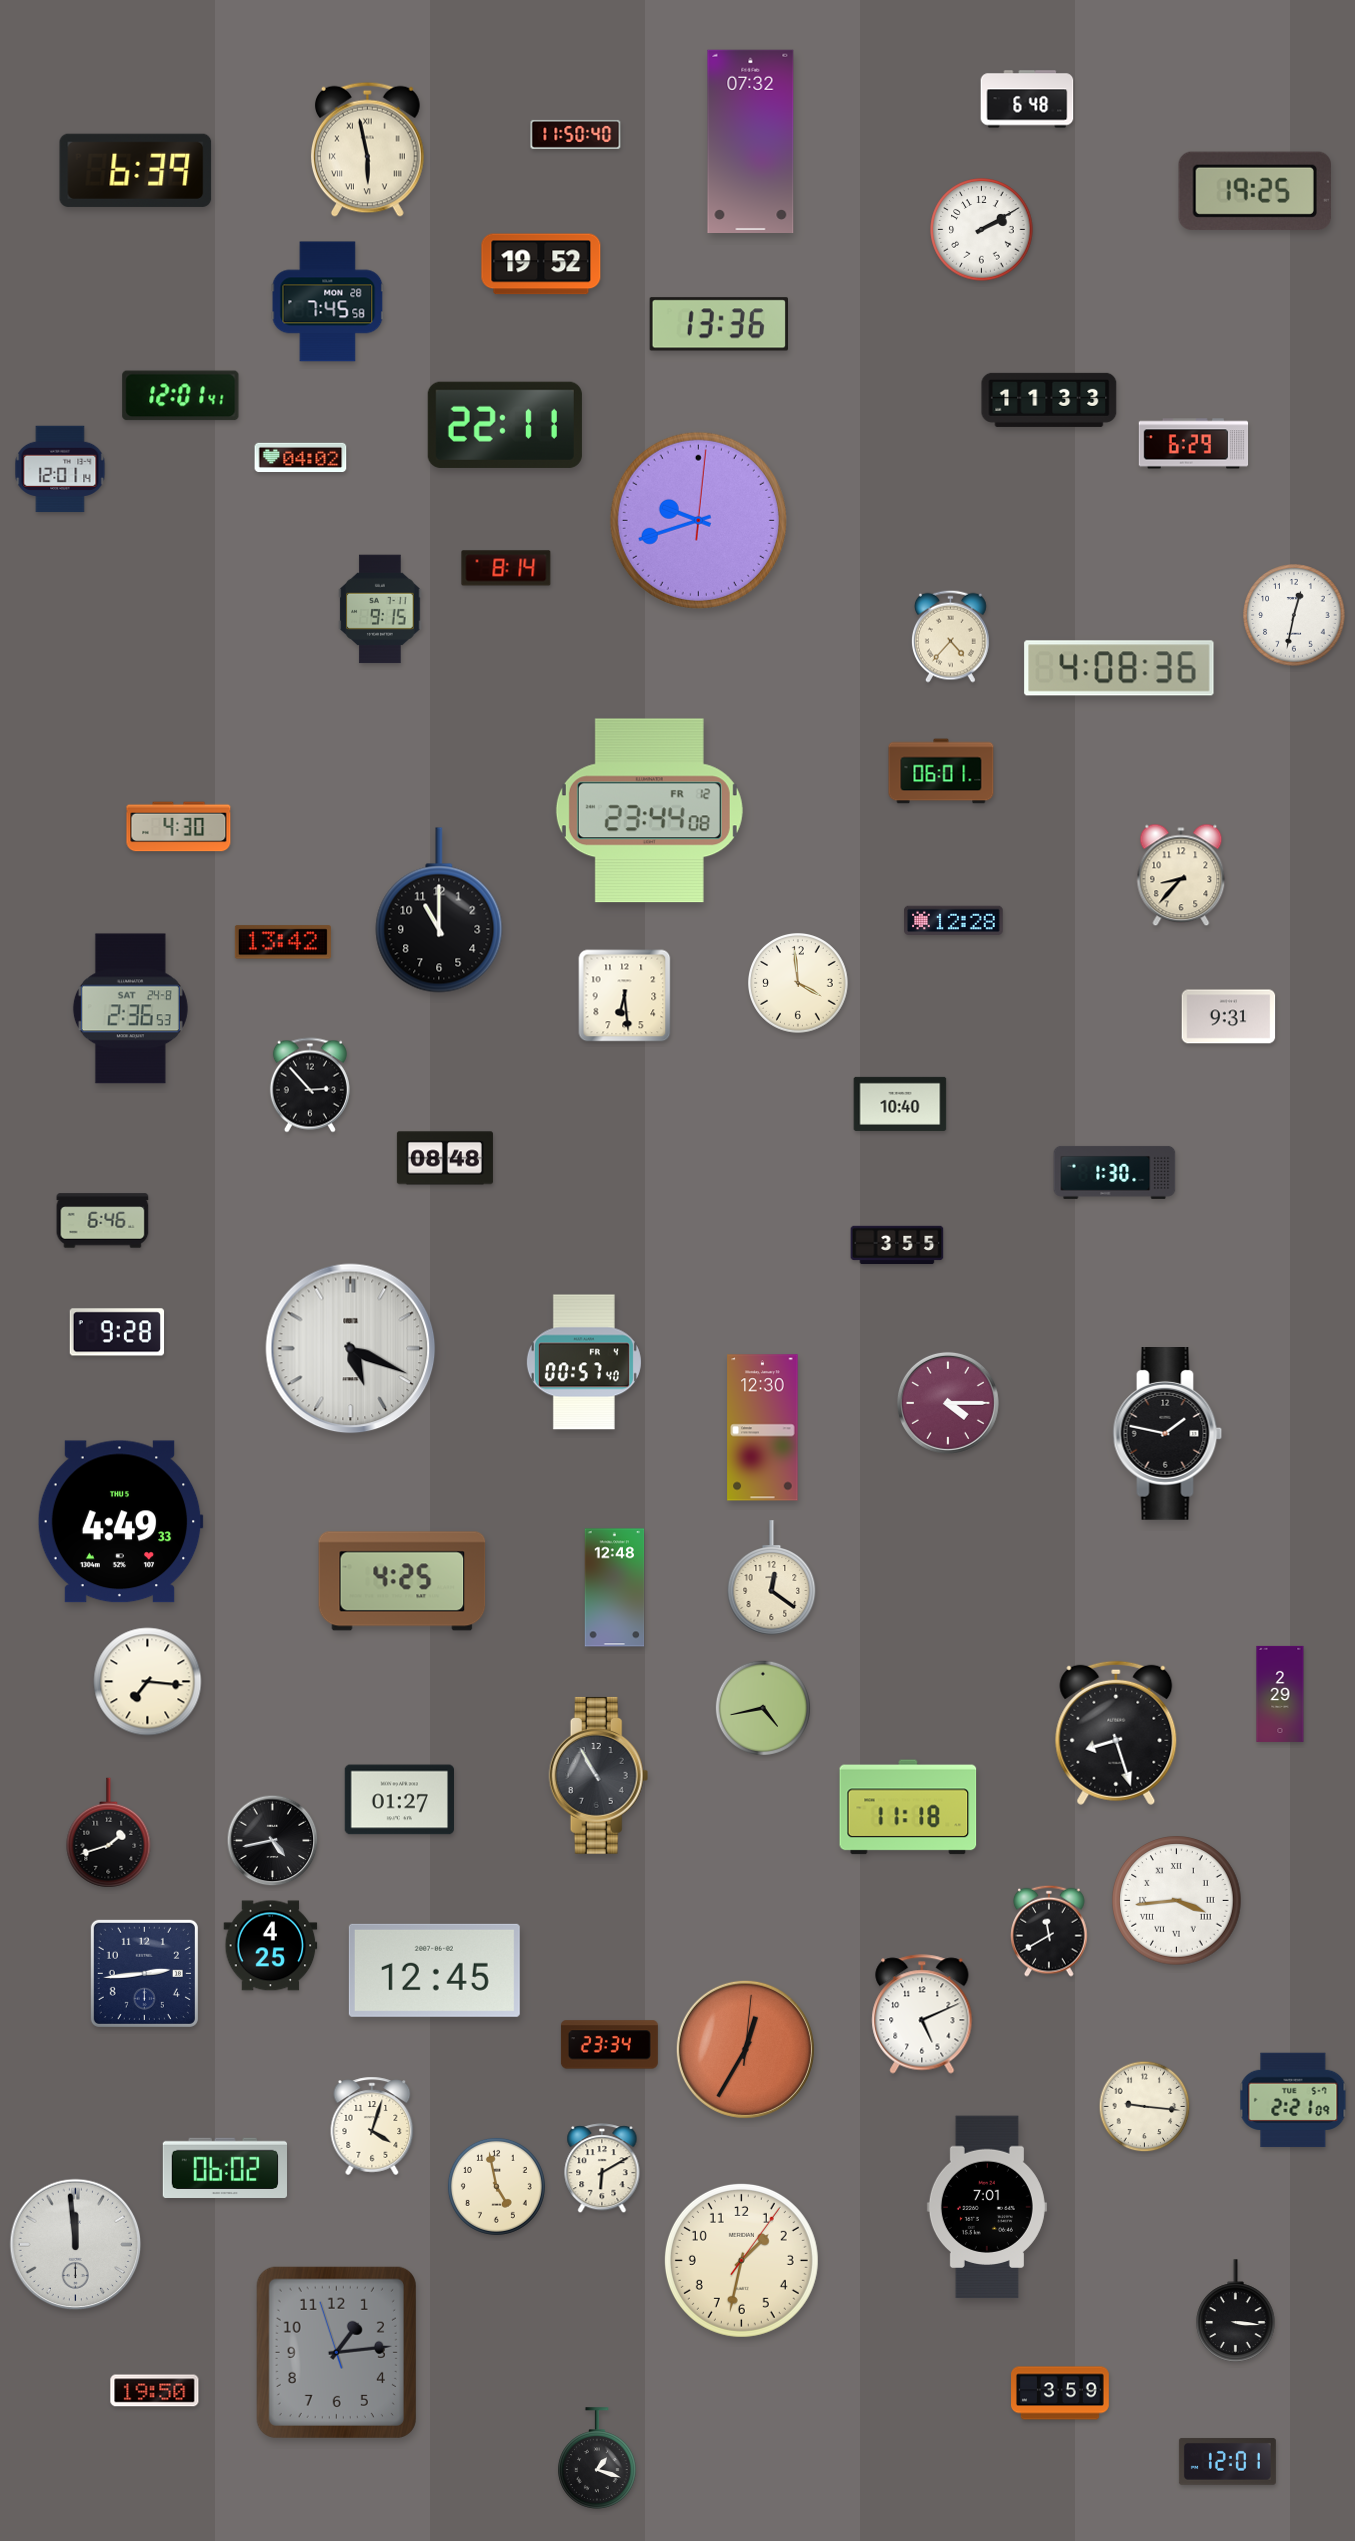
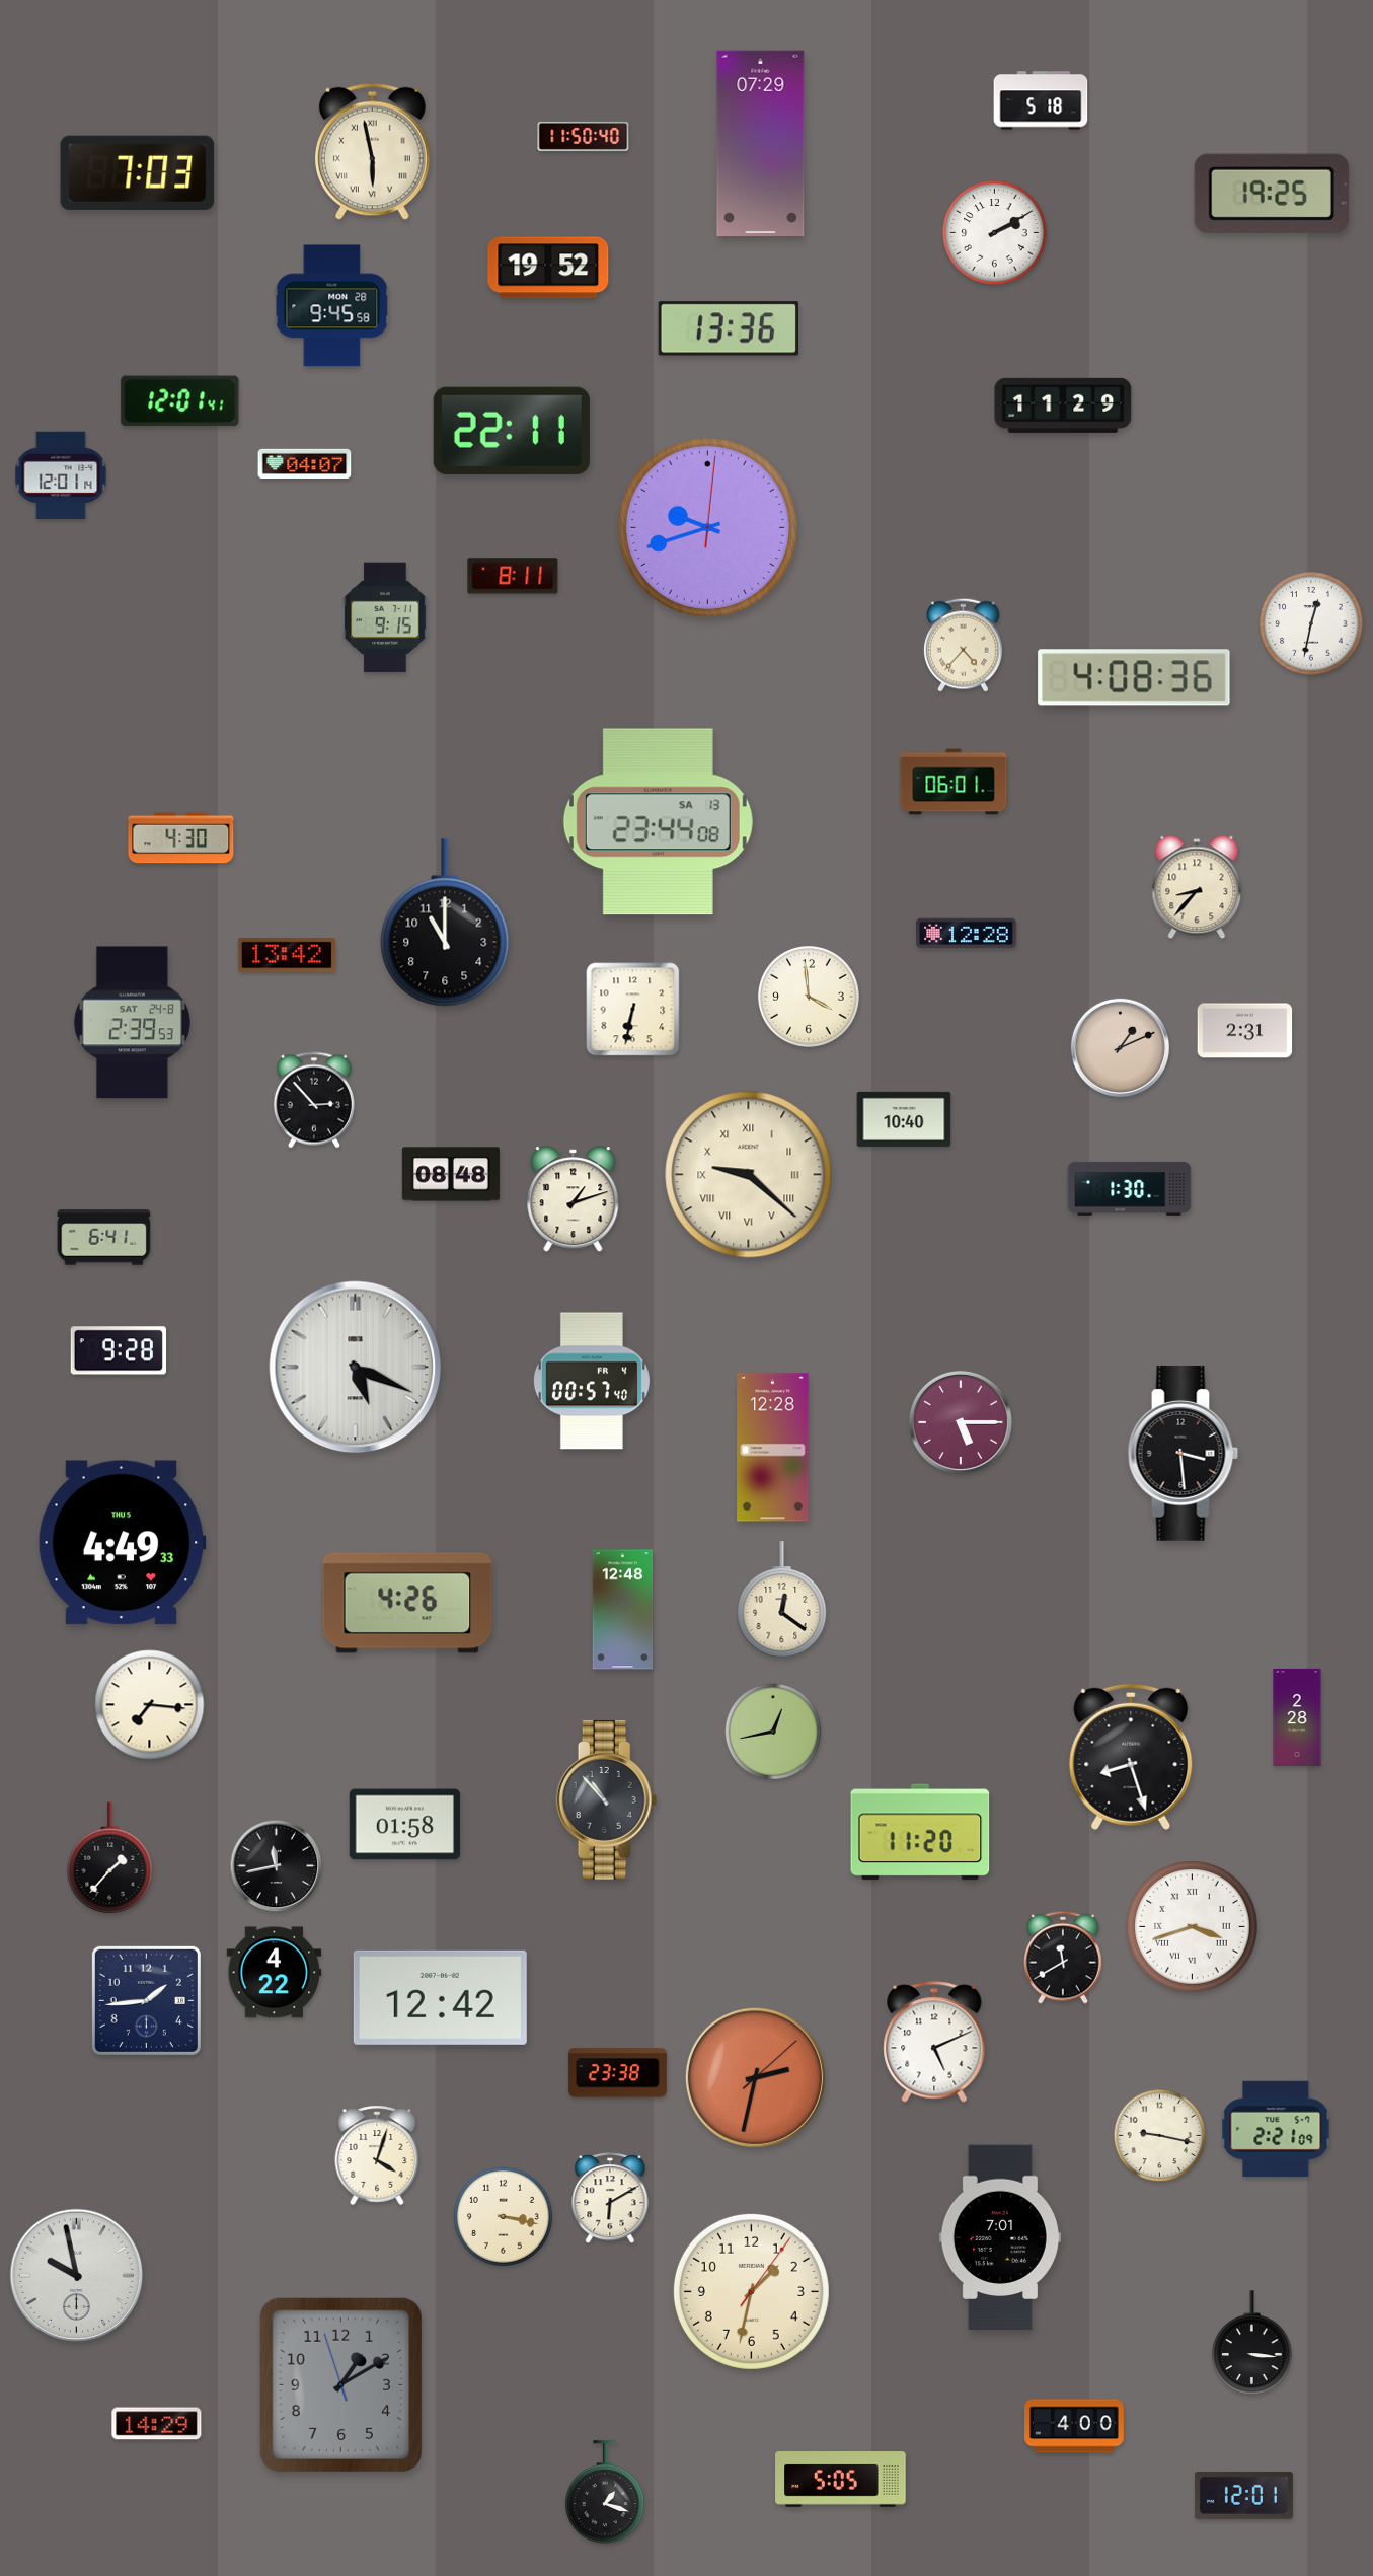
clock at (1027, 99): 6:48 -> 5:18
clock at (751, 141): 07:32 -> 07:29
clock at (136, 170): 6:39 -> 7:03
clock at (328, 302): 7:45 -> 9:45
clock at (181, 396) position: (181, 396) -> (180, 401)
clock at (1049, 400): 11:33 -> 11:29
clock at (1194, 444): 6:29 -> none
clock at (301, 457): 04:02 -> 04:07
clock at (506, 568): 8:14 -> 8:11
clock at (649, 811) date: FR 12 -> SA 13
clock at (625, 996): 6:29 -> 6:32
clock at (130, 1009): 2:36 -> 2:39
clock at (1229, 1017): 9:31 -> 2:31
clock at (1120, 1047): none -> 1:11
clock at (900, 1104) position: (900, 1104) -> (904, 1119)
clock at (749, 1175): none -> 9:22
clock at (574, 1199): none -> 1:12
clock at (103, 1221): 6:46 -> 6:41
clock at (897, 1245): 3:55 -> none
clock at (948, 1403): 4:15 -> 5:15
clock at (763, 1428): 12:30 -> 12:28
clock at (1168, 1434): 1:47 -> 3:29
clock at (402, 1581): 4:25 -> 4:26
clock at (1280, 1694): 2:29 -> 2:28
clock at (763, 1708): 4:43 -> 12:43
clock at (599, 1775): 10:55 -> 10:53
clock at (399, 1800): 01:27 -> 01:58
clock at (908, 1807): 11:18 -> 11:20
clock at (109, 1833): 1:42 -> 1:37
clock at (273, 1841): 4:43 -> 11:43
clock at (1177, 1901): 3:44 -> 3:42
clock at (271, 1946): 4:25 -> 4:22
clock at (434, 1970): 12:45 -> 12:42
clock at (144, 1973): 2:44 -> 1:44
clock at (609, 2045): 23:34 -> 23:38
clock at (745, 2049): 12:35 -> 2:32
clock at (1293, 2100) position: (1293, 2100) -> (1276, 2129)
clock at (1145, 2107): 9:16 -> 9:17
clock at (224, 2168): 06:02 -> none
clock at (496, 2186): 4:58 -> 3:17
clock at (76, 2245): 11:59 -> 9:58
clock at (336, 2352): 1:13 -> 1:09
clock at (155, 2391): 19:50 -> 14:29
clock at (1061, 2393): 3:59 -> 4:00
clock at (841, 2480): none -> 5:05
